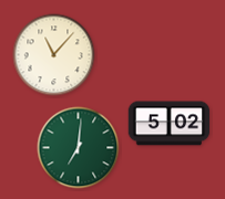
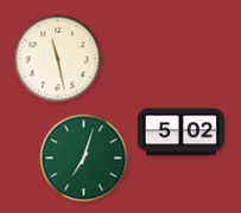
clock at (54, 55): 11:07 -> 11:28
clock at (79, 148): 7:01 -> 7:03
